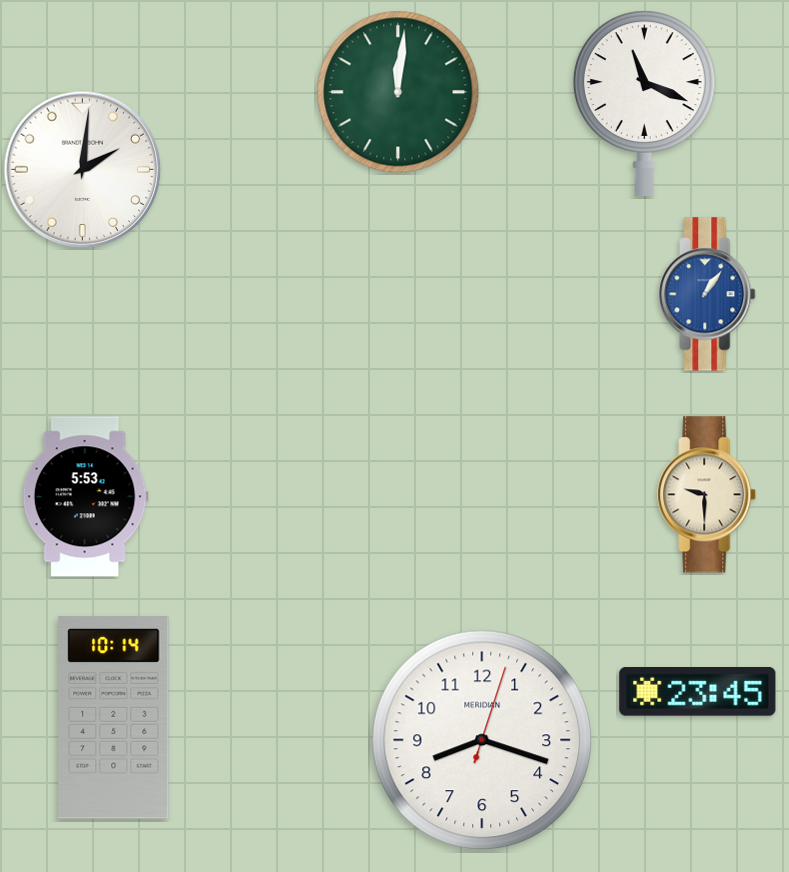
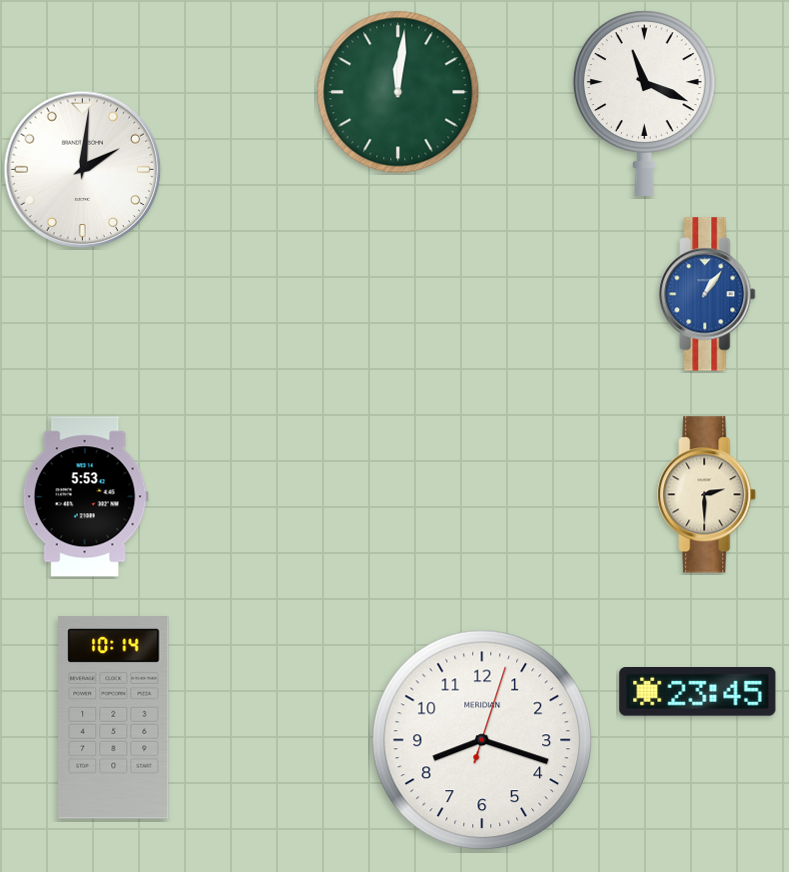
clock at (707, 495): 9:30 -> 2:30
